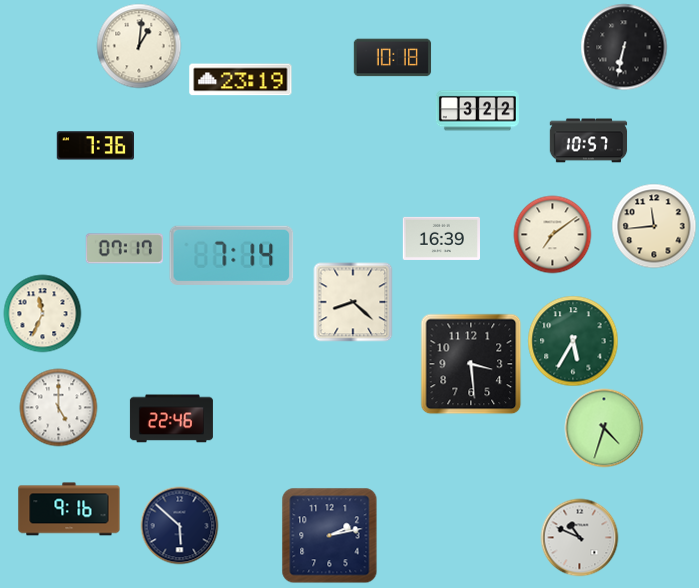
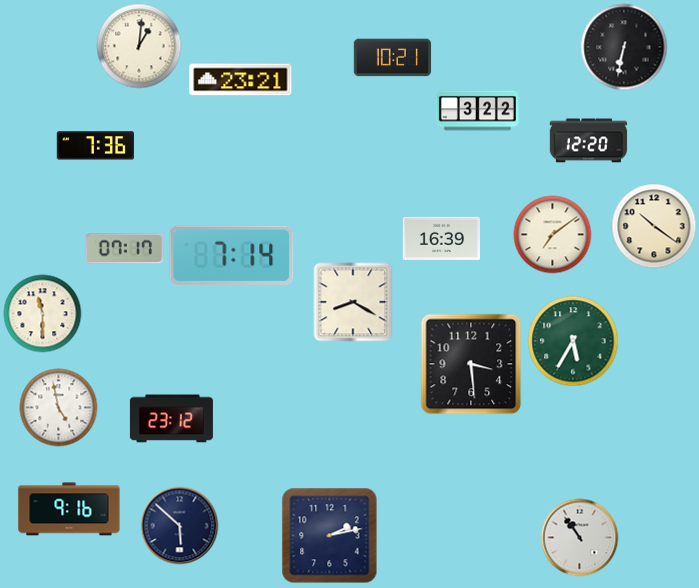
clock at (392, 58): 10:18 -> 10:21
clock at (241, 80): 23:19 -> 23:21
clock at (588, 141): 10:57 -> 12:20
clock at (654, 226): 11:44 -> 10:21
clock at (353, 302): 8:22 -> 8:20
clock at (42, 313): 11:34 -> 11:30
clock at (58, 407): 5:00 -> 4:58
clock at (171, 419): 22:46 -> 23:12
clock at (604, 428): 4:33 -> none
clock at (579, 537): 10:49 -> 10:54
